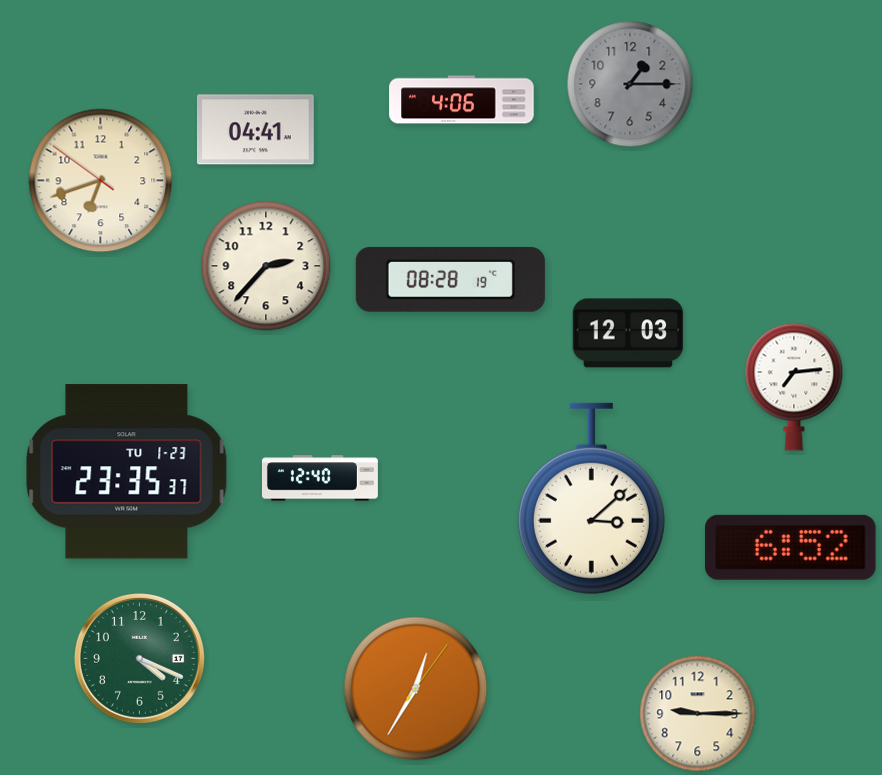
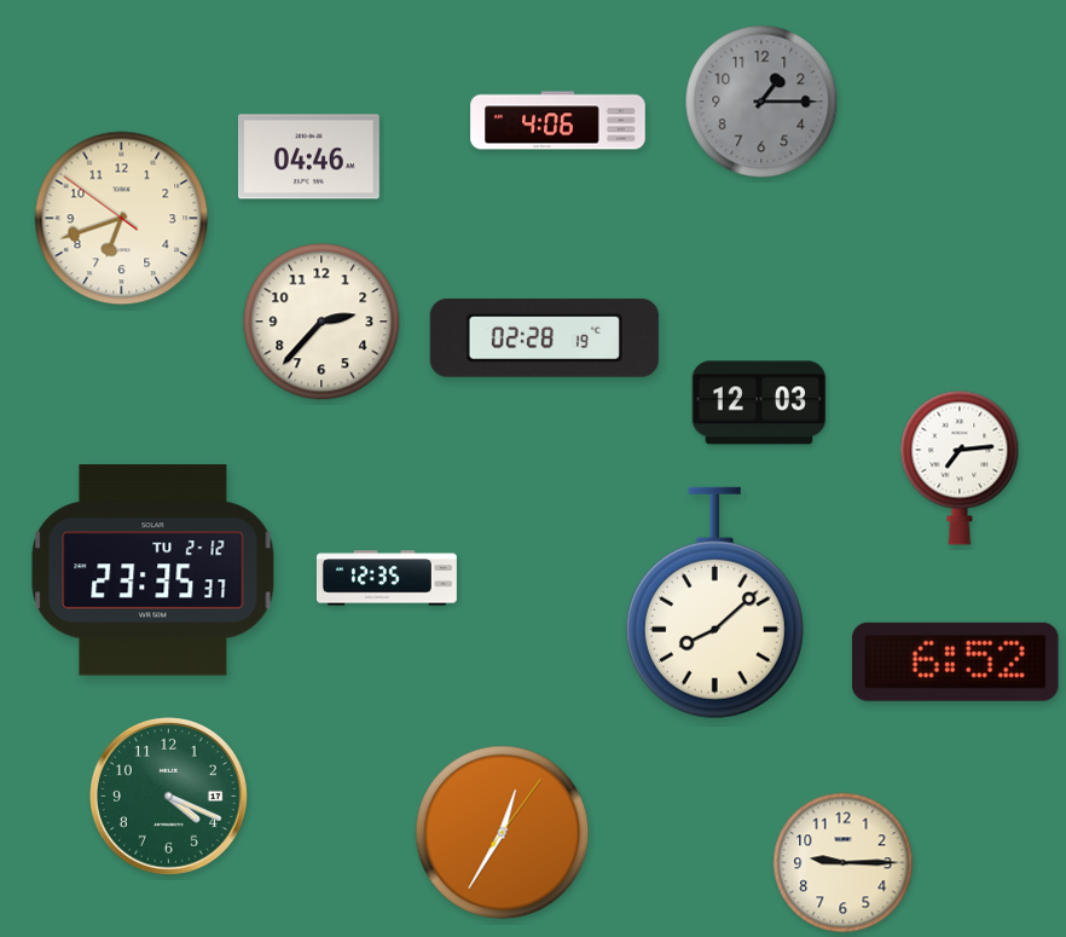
clock at (255, 130): 04:41 -> 04:46
clock at (450, 279): 08:28 -> 02:28
clock at (127, 472) date: TU 1-23 -> TU 2-12
clock at (320, 478): 12:40 -> 12:35
clock at (591, 499): 3:08 -> 8:08
